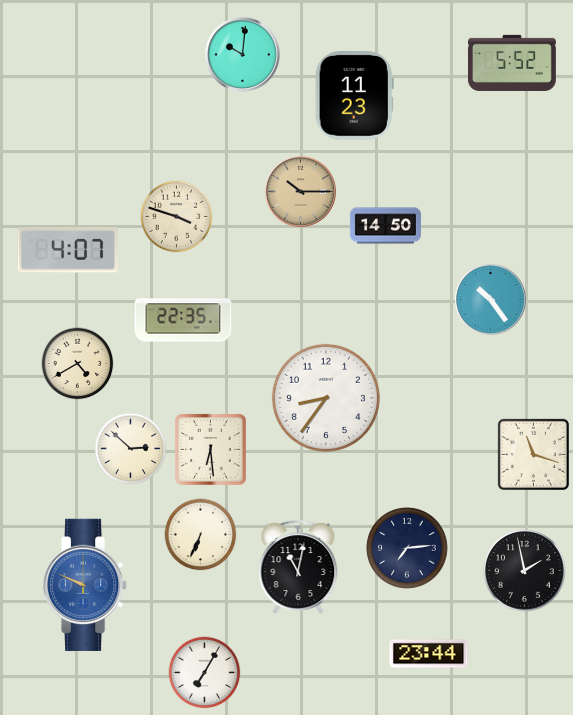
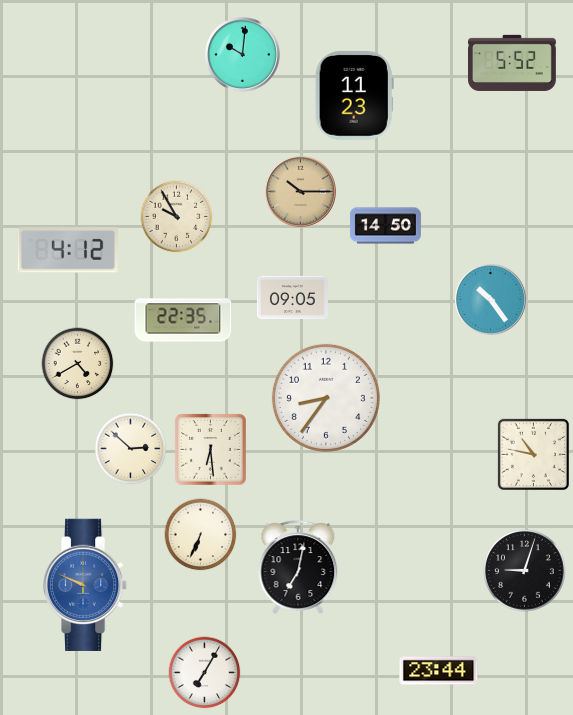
clock at (177, 217): 3:48 -> 9:55
clock at (67, 250): 4:07 -> 4:12
clock at (292, 298): none -> 09:05
clock at (533, 454): 11:18 -> 10:47
clock at (407, 548): 7:14 -> none
clock at (298, 567): 11:02 -> 7:02
clock at (525, 571): 1:58 -> 9:03
clock at (429, 654) position: (429, 654) -> (439, 671)
